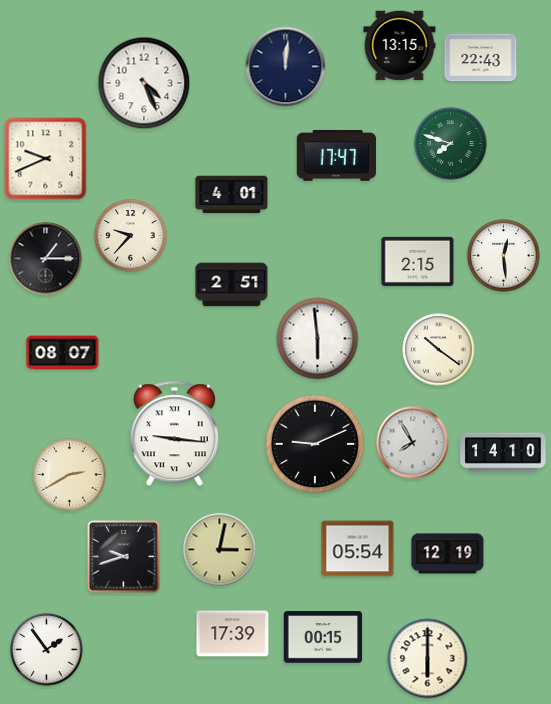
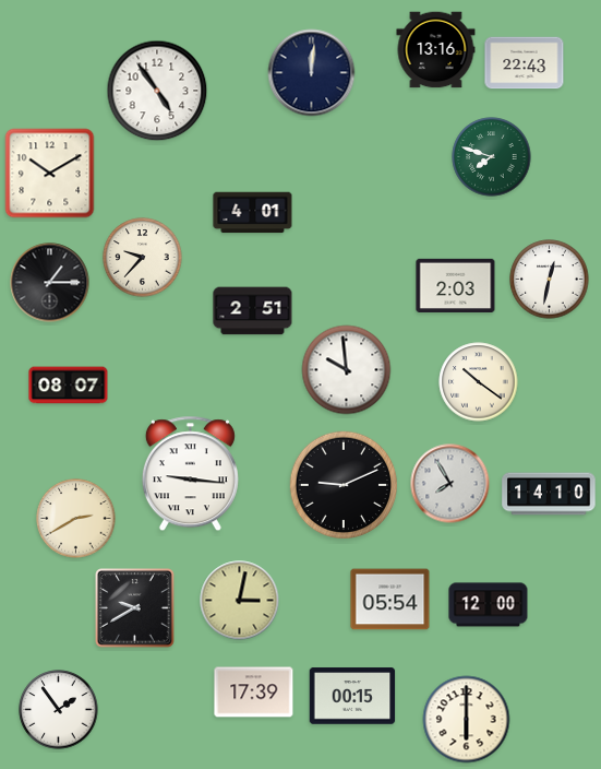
clock at (400, 46): 13:15 -> 13:16
clock at (144, 83): 4:26 -> 4:54
clock at (336, 155): 17:47 -> none
clock at (46, 159): 9:41 -> 10:10
clock at (504, 256): 12:29 -> 12:32
clock at (418, 261): 2:15 -> 2:03
clock at (318, 339): 5:59 -> 9:59
clock at (448, 554): 12:19 -> 12:00
clock at (124, 557): 9:42 -> 9:40
clock at (47, 650) position: (47, 650) -> (59, 710)
